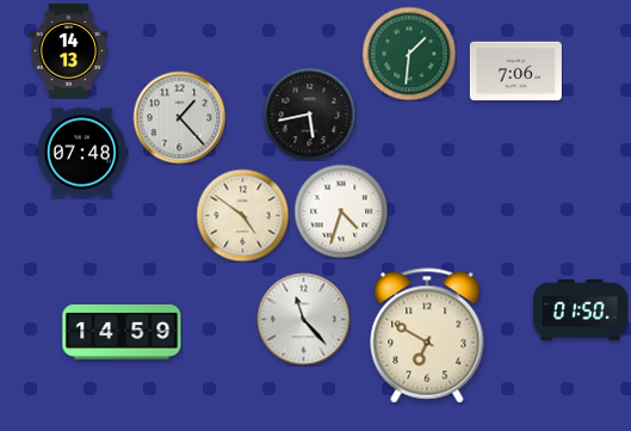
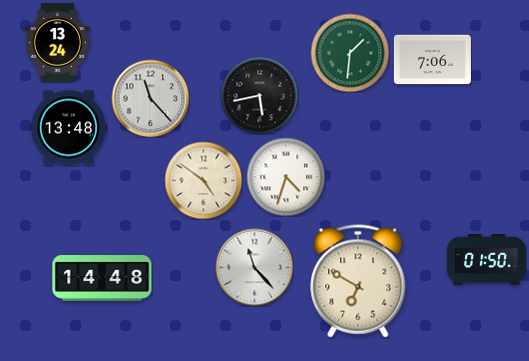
clock at (69, 50): 14:13 -> 13:24
clock at (409, 54) position: (409, 54) -> (350, 53)
clock at (179, 117): 1:23 -> 11:23
clock at (81, 153): 07:48 -> 13:48
clock at (122, 332): 14:59 -> 14:48
